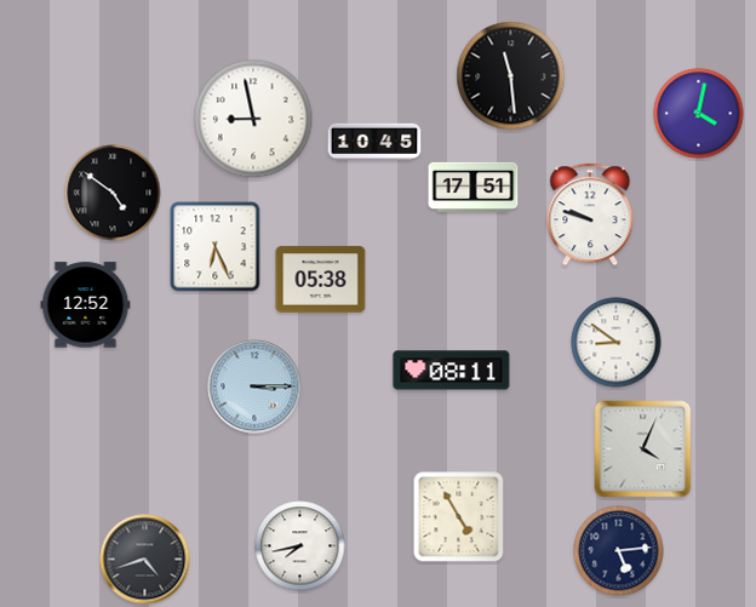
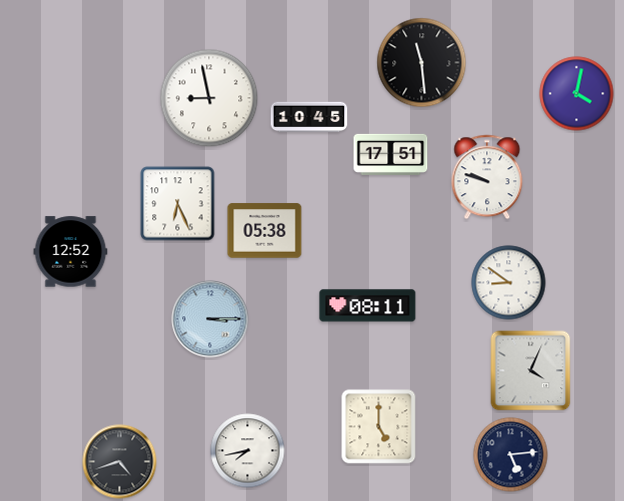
clock at (113, 193): 4:51 -> none
clock at (452, 371) position: (452, 371) -> (368, 306)
clock at (459, 517): 4:55 -> 5:00
